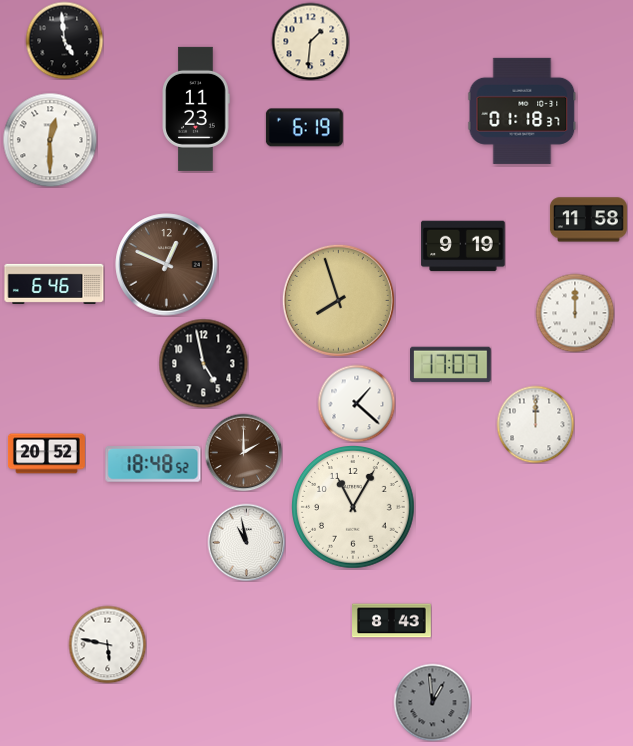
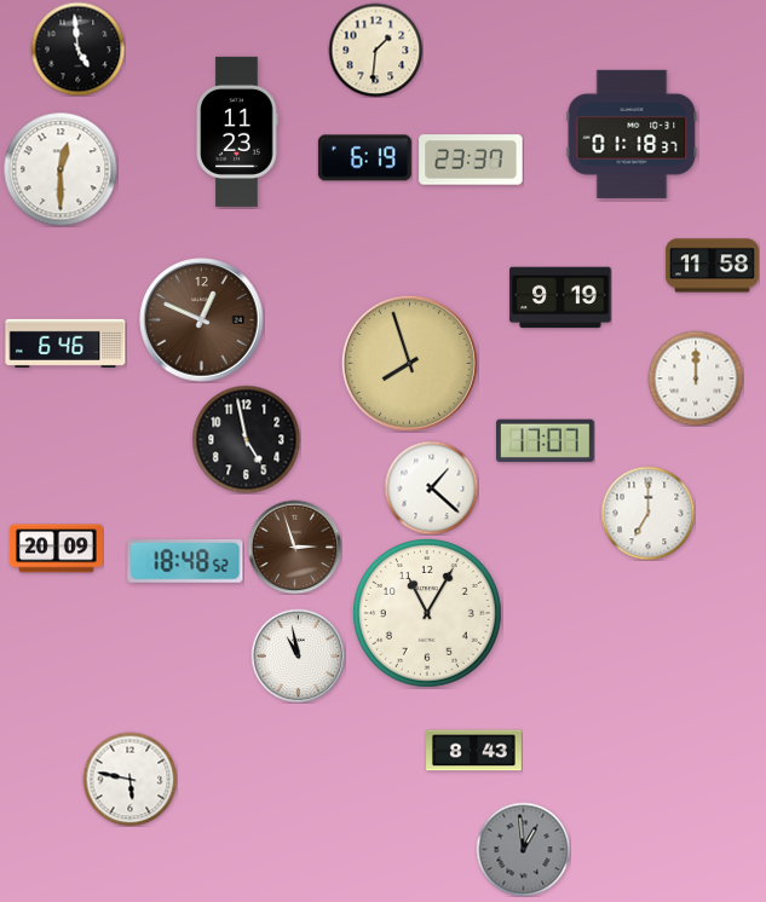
clock at (304, 128) position: (304, 128) -> (364, 158)
clock at (471, 160): none -> 23:37
clock at (535, 424): 12:00 -> 7:00
clock at (243, 452): 2:00 -> 2:57
clock at (46, 454): 20:52 -> 20:09
